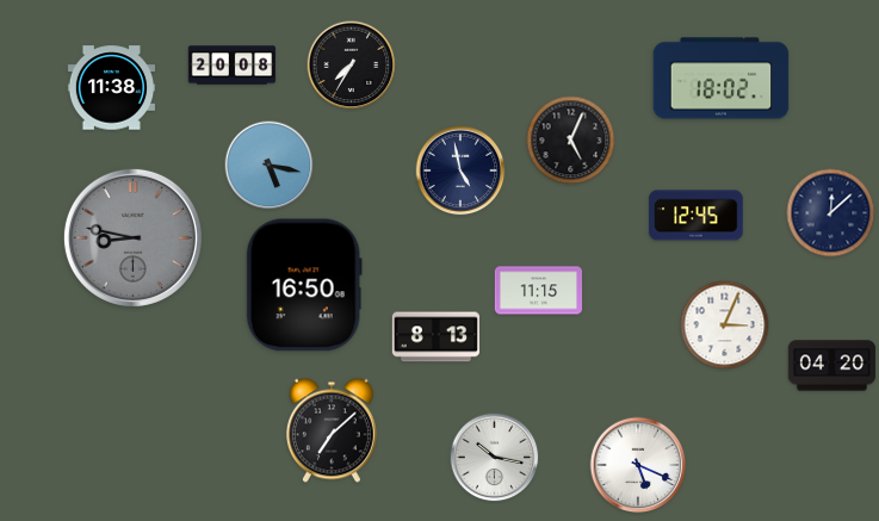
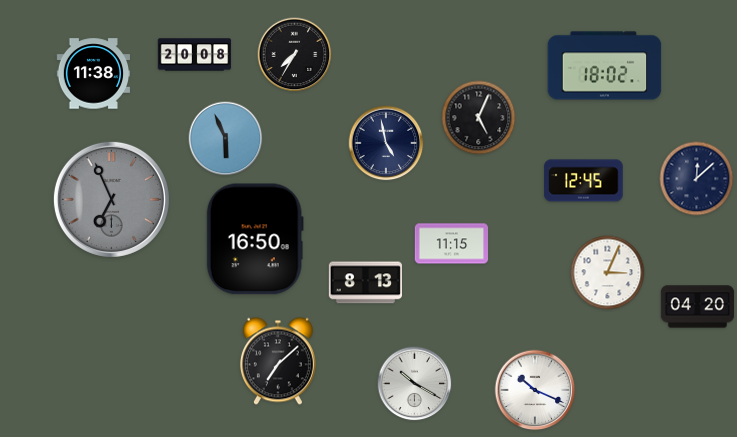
clock at (270, 166): 5:17 -> 5:56
clock at (132, 237): 8:47 -> 6:56
clock at (495, 458): 10:17 -> 10:20
clock at (638, 465): 5:19 -> 10:19
